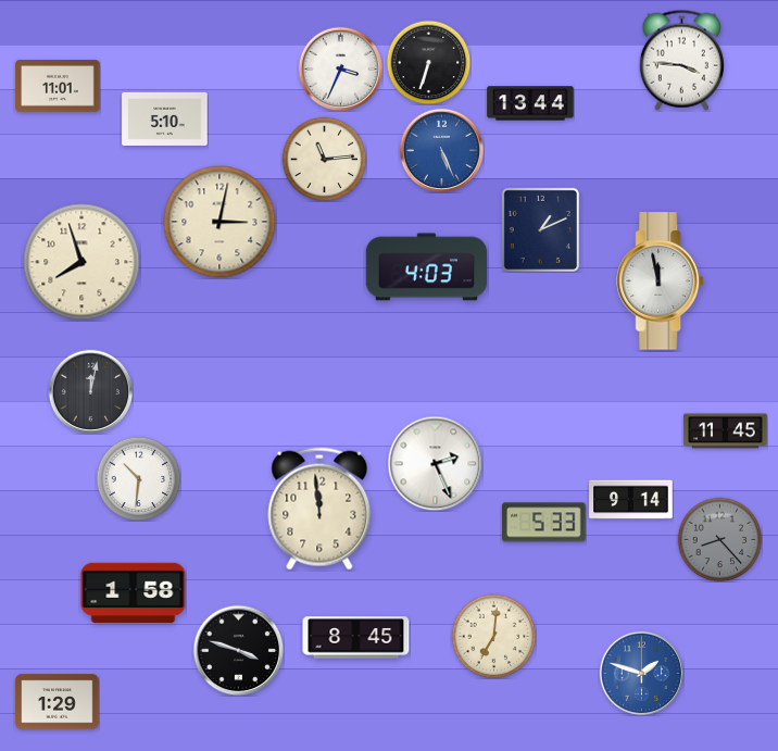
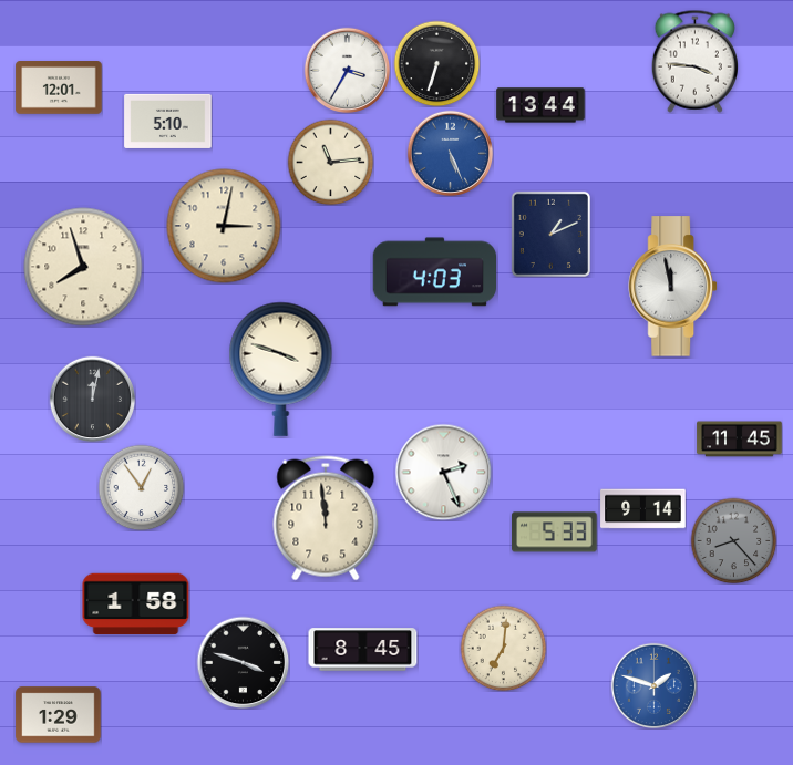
clock at (340, 68): 3:34 -> 3:35
clock at (58, 87): 11:01 -> 12:01
clock at (281, 369): none -> 3:48
clock at (138, 478): 10:31 -> 12:54
clock at (719, 539) position: (719, 539) -> (733, 540)
